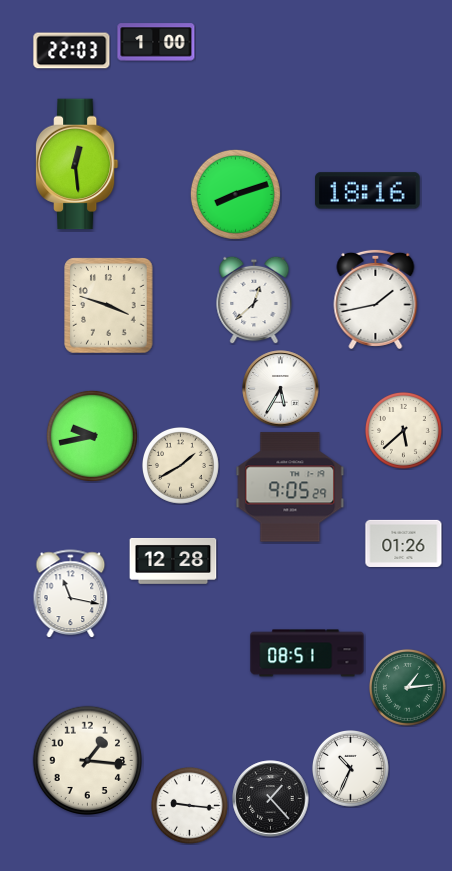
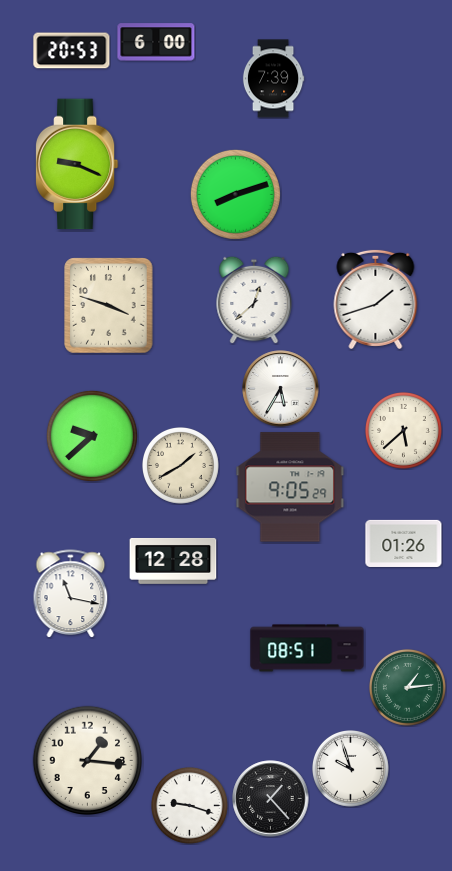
clock at (156, 42): 1:00 -> 6:00
clock at (72, 51): 22:03 -> 20:53
clock at (273, 79): none -> 7:39
clock at (77, 164): 12:29 -> 9:19
clock at (368, 191): 18:16 -> none
clock at (376, 299): 1:43 -> 1:42
clock at (92, 436): 9:43 -> 9:38
clock at (307, 653) position: (307, 653) -> (307, 648)
clock at (351, 769): 10:34 -> 9:57
clock at (190, 806): 9:16 -> 9:18
